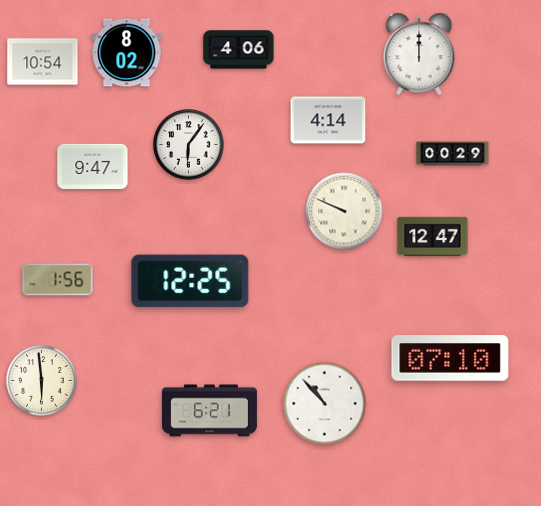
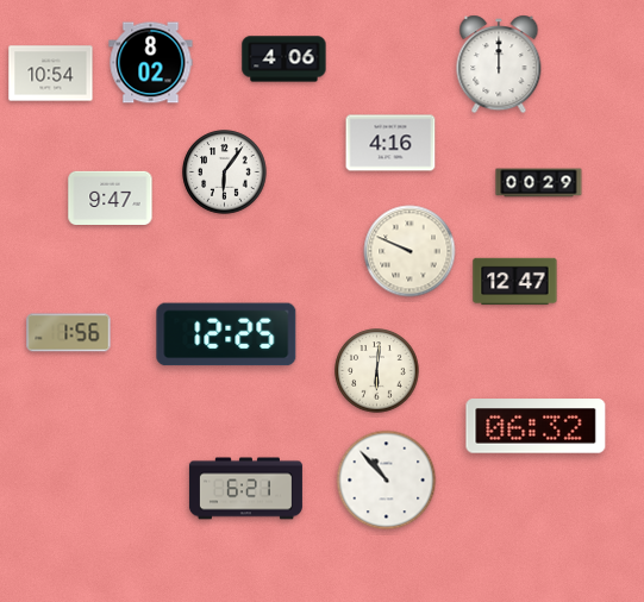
clock at (328, 120): 4:14 -> 4:16
clock at (377, 371): none -> 6:01
clock at (450, 358): 07:10 -> 06:32
clock at (42, 381): 5:59 -> none
clock at (209, 411) position: (209, 411) -> (245, 489)
